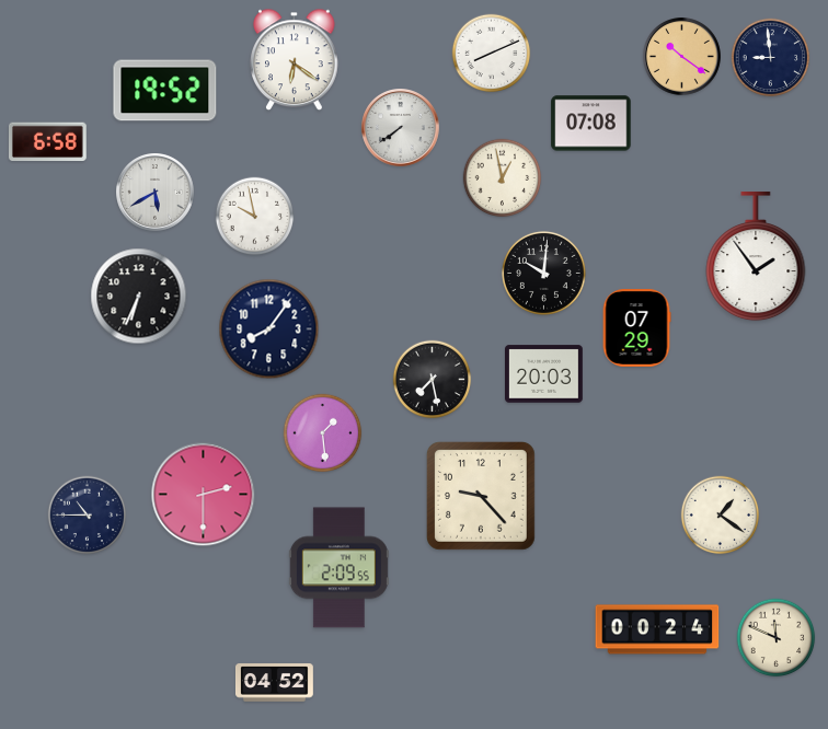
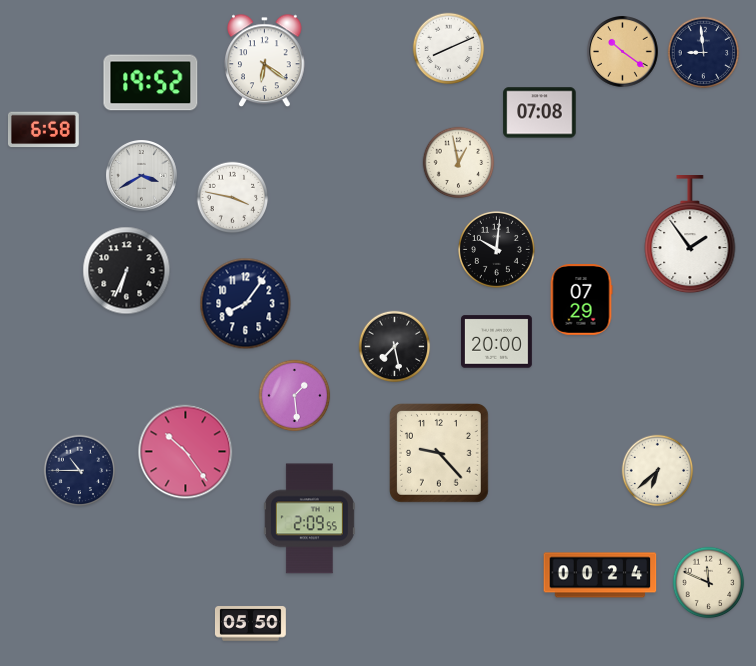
clock at (295, 60) position: (295, 60) -> (265, 61)
clock at (401, 128): 7:39 -> none
clock at (156, 193): 5:40 -> 3:40
clock at (255, 217): 9:58 -> 3:47
clock at (269, 329) position: (269, 329) -> (246, 304)
clock at (544, 374): 20:03 -> 20:00
clock at (204, 495): 2:30 -> 10:24
clock at (721, 516): 1:21 -> 6:38
clock at (275, 683): 04:52 -> 05:50
